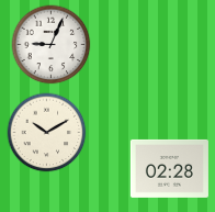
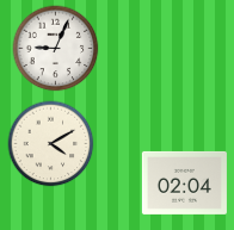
clock at (47, 133): 10:10 -> 4:10
clock at (169, 168): 02:28 -> 02:04
